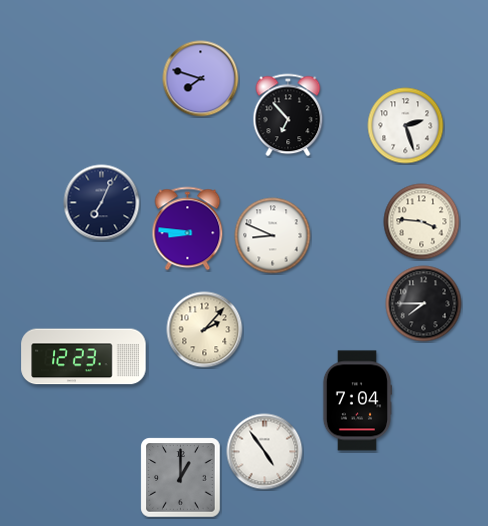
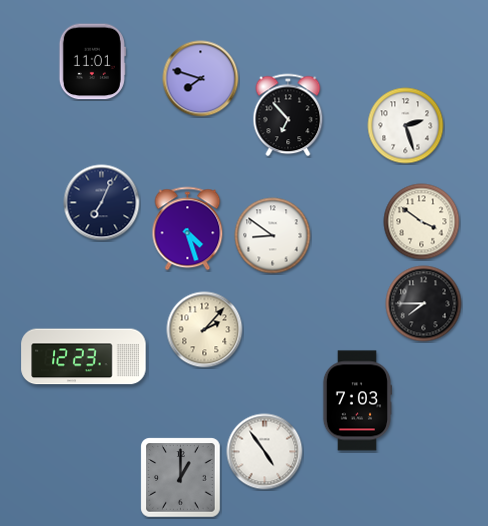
clock at (92, 62): none -> 11:01
clock at (422, 222): 3:46 -> 3:51
clock at (188, 229): 8:46 -> 4:27
clock at (273, 236): 8:49 -> 8:51
clock at (357, 401): 7:04 -> 7:03
